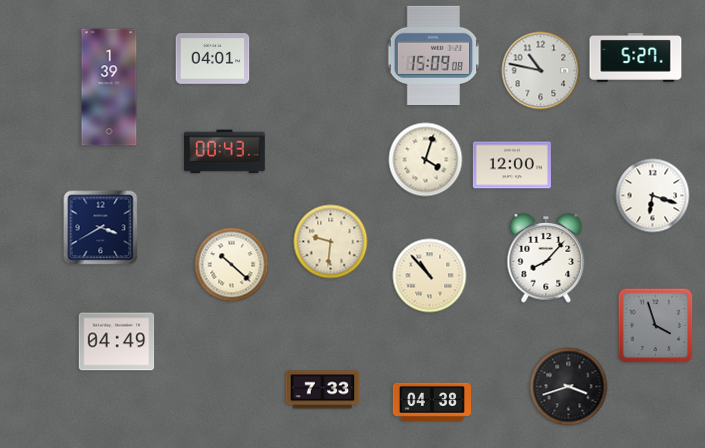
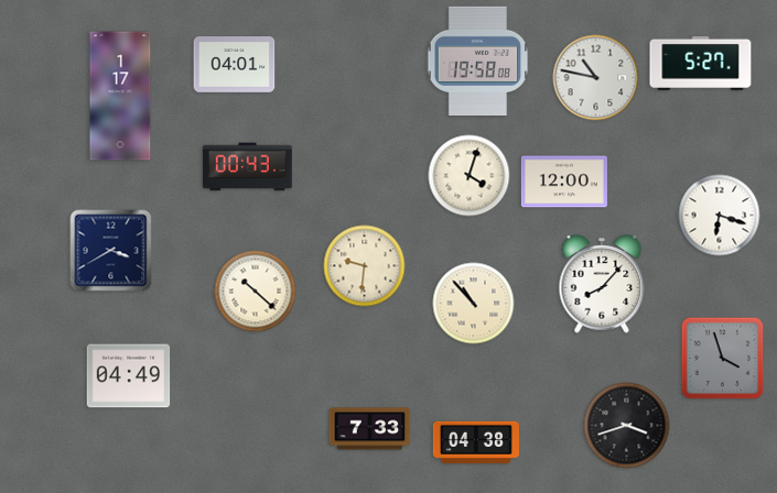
clock at (434, 55): 15:09 -> 19:58
clock at (109, 87): 1:39 -> 1:17
clock at (323, 390) position: (323, 390) -> (370, 429)
